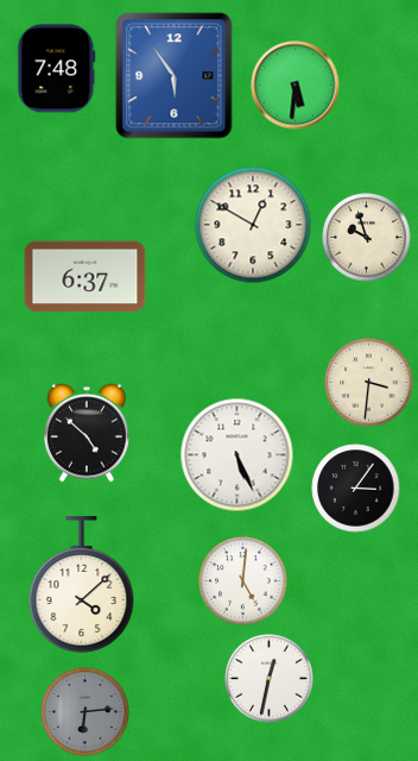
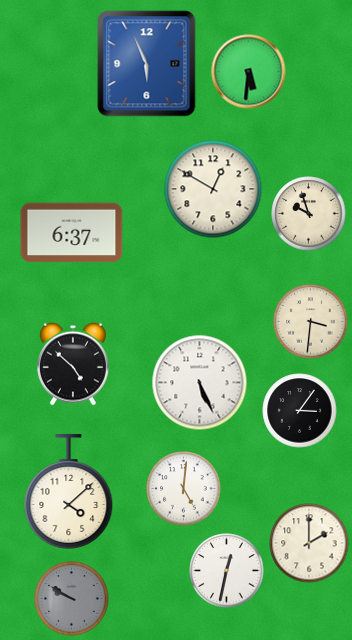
clock at (57, 69): 7:48 -> none
clock at (175, 76): 5:54 -> 5:56
clock at (367, 238) position: (367, 238) -> (309, 214)
clock at (243, 581) position: (243, 581) -> (184, 489)
clock at (309, 543): none -> 2:00
clock at (85, 712): 6:14 -> 9:50
